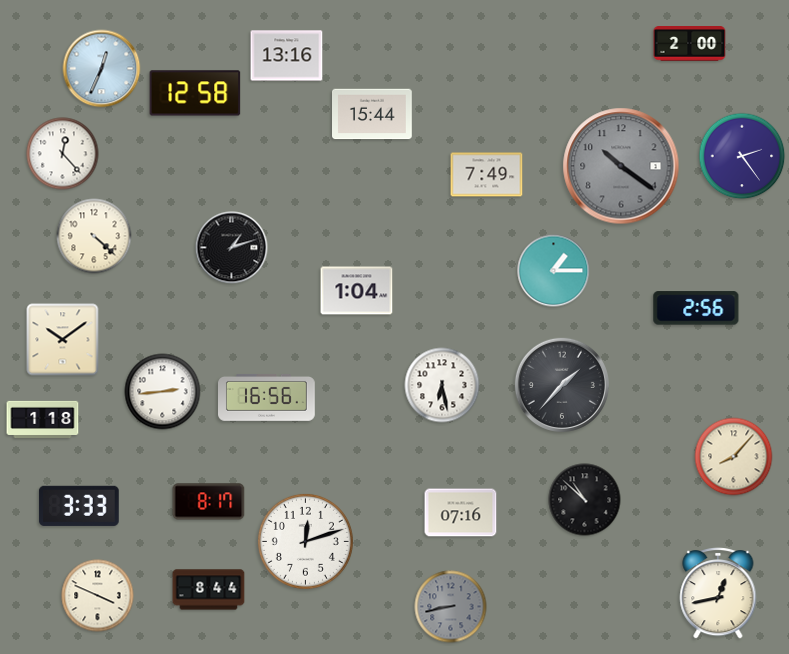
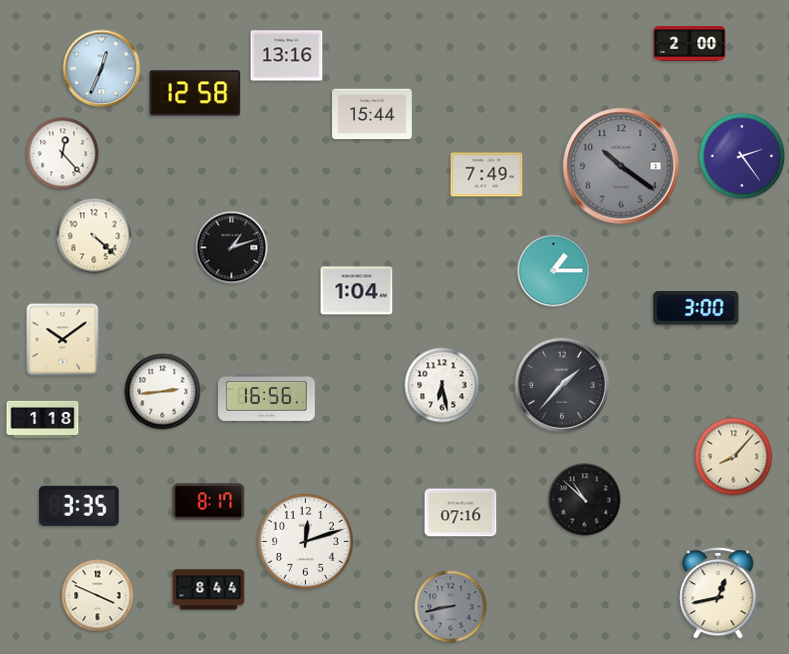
clock at (696, 308): 2:56 -> 3:00
clock at (79, 506): 3:33 -> 3:35
